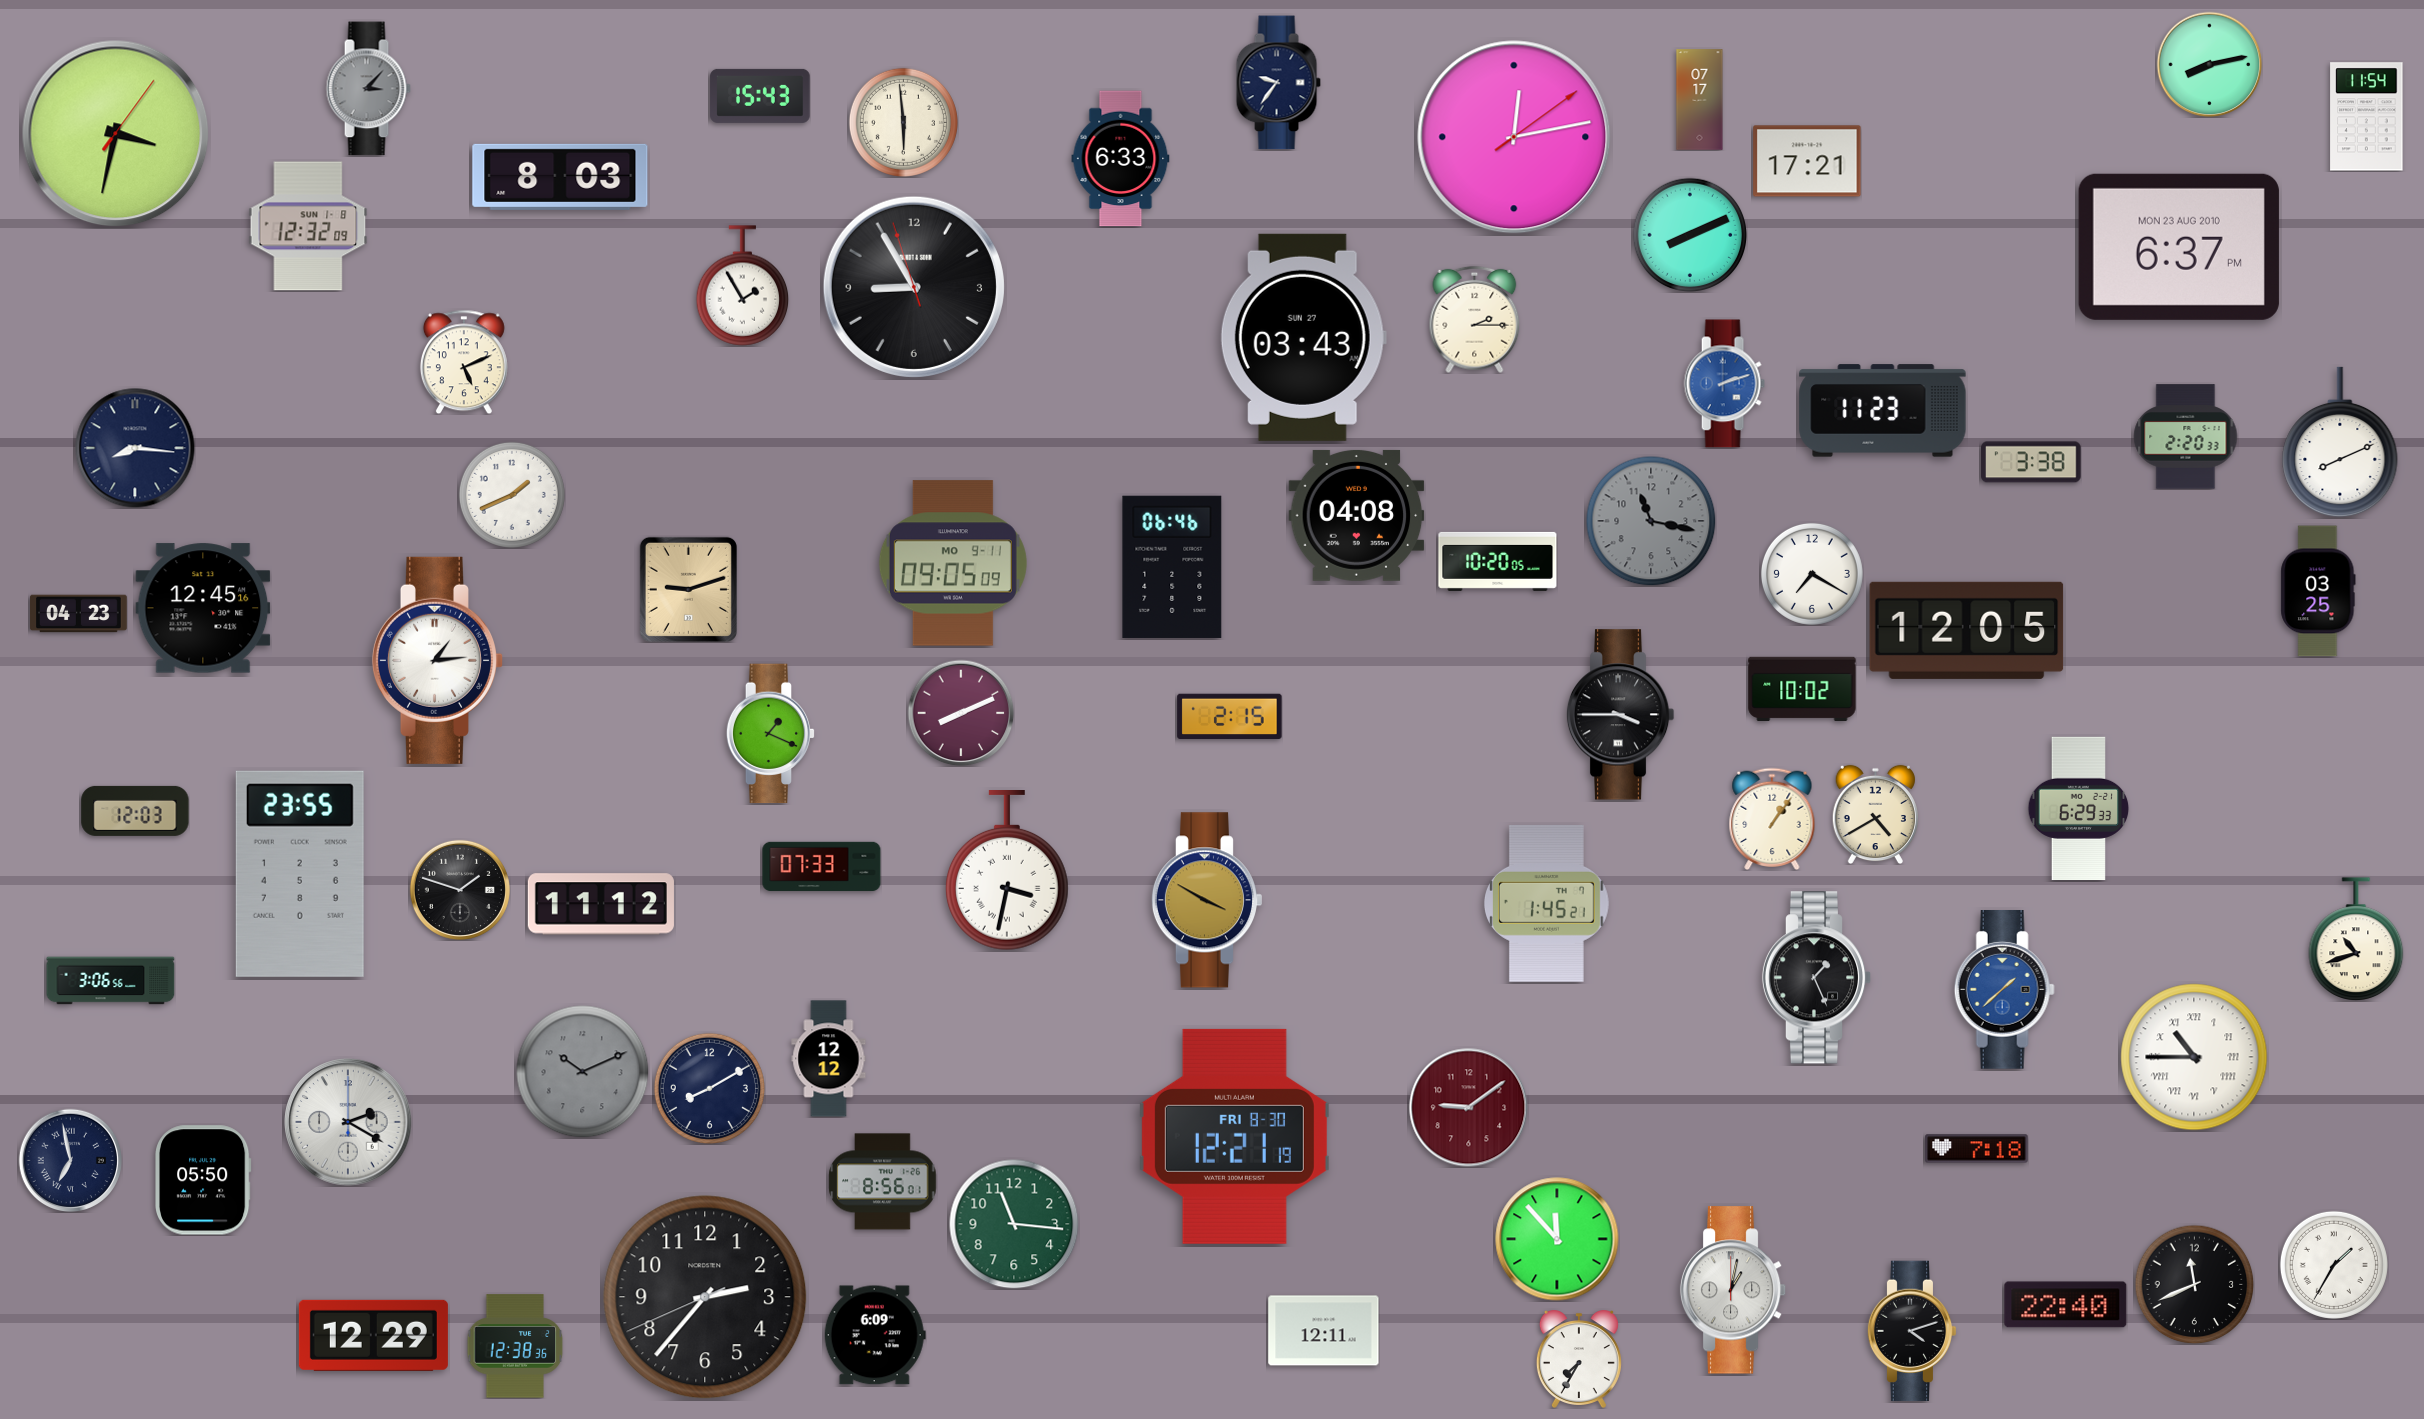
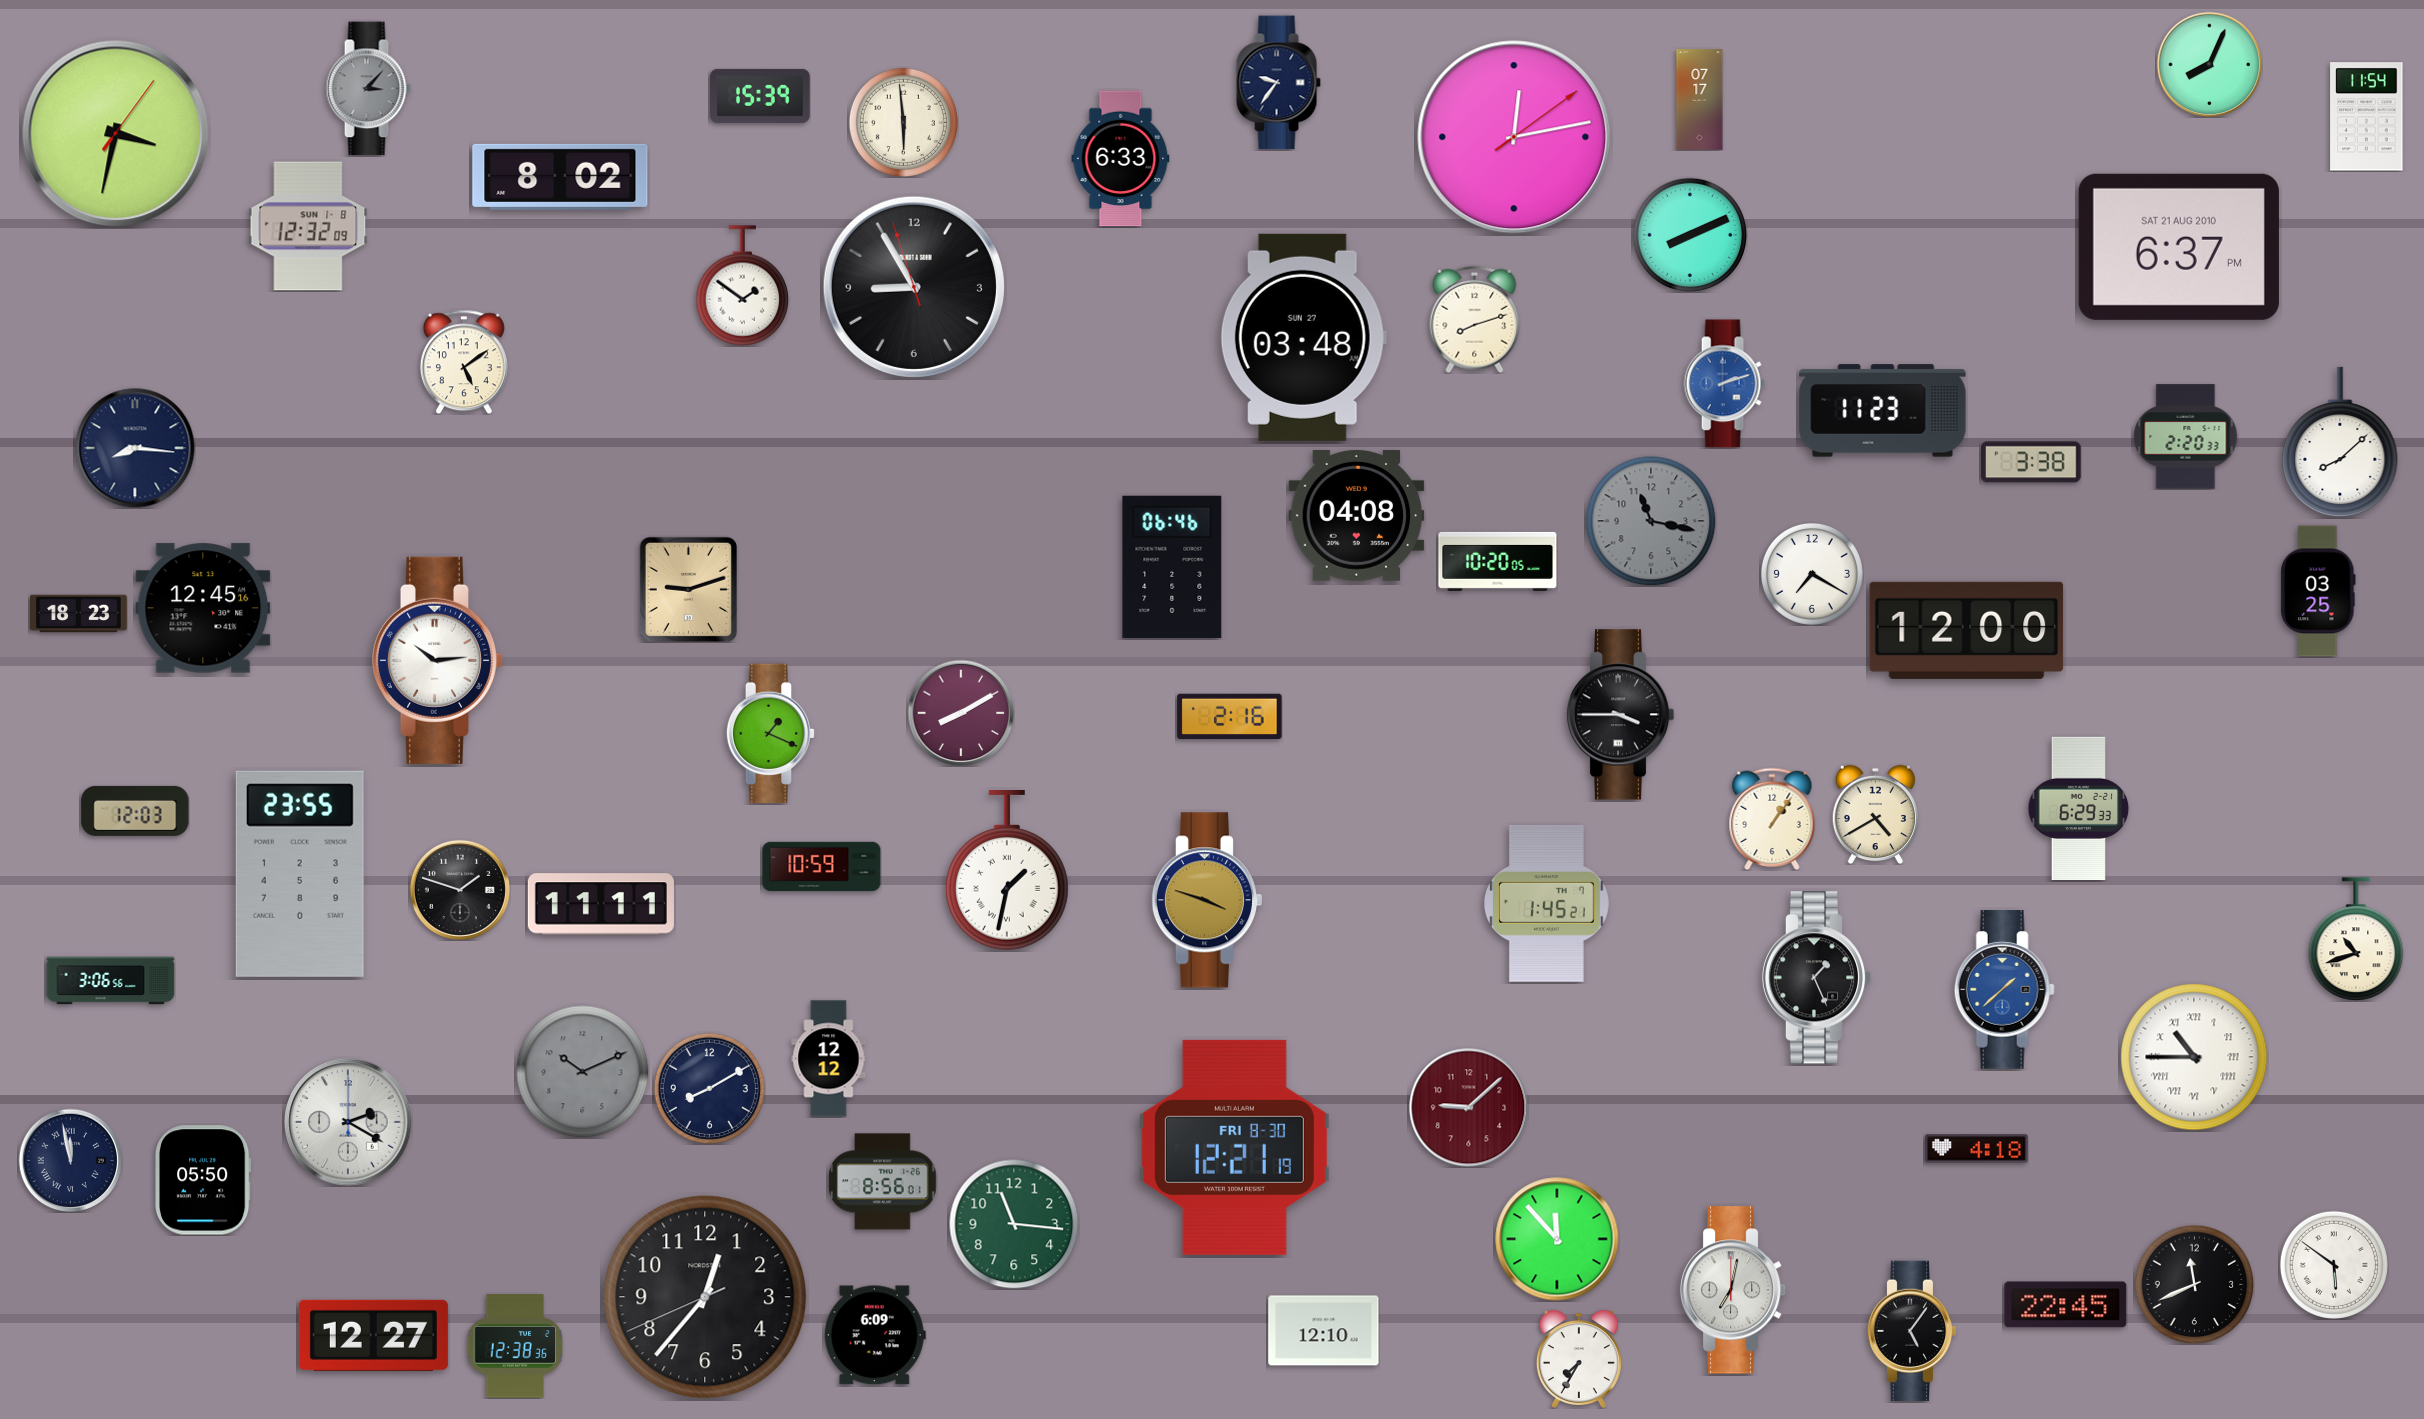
clock at (2209, 64): 8:13 -> 8:04
clock at (760, 96): 15:43 -> 15:39
clock at (1807, 161): 17:21 -> none
clock at (560, 177): 8:03 -> 8:02
clock at (2179, 247) date: MON 23 AUG 2010 -> SAT 21 AUG 2010
clock at (743, 286): 1:55 -> 1:51
clock at (1475, 319): 2:15 -> 8:12
clock at (1303, 337): 03:43 -> 03:48
clock at (464, 362): 5:11 -> 5:09
clock at (2340, 442): 8:11 -> 8:08
clock at (512, 495): 1:41 -> none
clock at (953, 563): 09:05 -> none
clock at (79, 614): 04:23 -> 18:23
clock at (1967, 630): 12:05 -> 12:00
clock at (437, 660): 1:14 -> 10:14
clock at (1802, 689): 10:02 -> none
clock at (961, 713): 8:11 -> 8:10
clock at (1230, 717): 2:15 -> 2:16
clock at (822, 867): 07:33 -> 10:59
clock at (1007, 871): 3:32 -> 1:32
clock at (1206, 900): 3:50 -> 3:48
clock at (601, 904): 11:12 -> 11:11
clock at (1469, 1108): 9:09 -> 9:08
clock at (1234, 1136) position: (1234, 1136) -> (1234, 1147)
clock at (1977, 1149): 7:18 -> 4:18
clock at (70, 1160): 6:58 -> 11:58
clock at (2334, 1265): 1:35 -> 5:51
clock at (1733, 1290): 1:02 -> 7:02
clock at (705, 1297): 2:36 -> 12:36
clock at (2066, 1305): 22:40 -> 22:45
clock at (1324, 1331): 12:11 -> 12:10
clock at (1912, 1331): 4:12 -> 5:06
clock at (373, 1335): 12:29 -> 12:27
